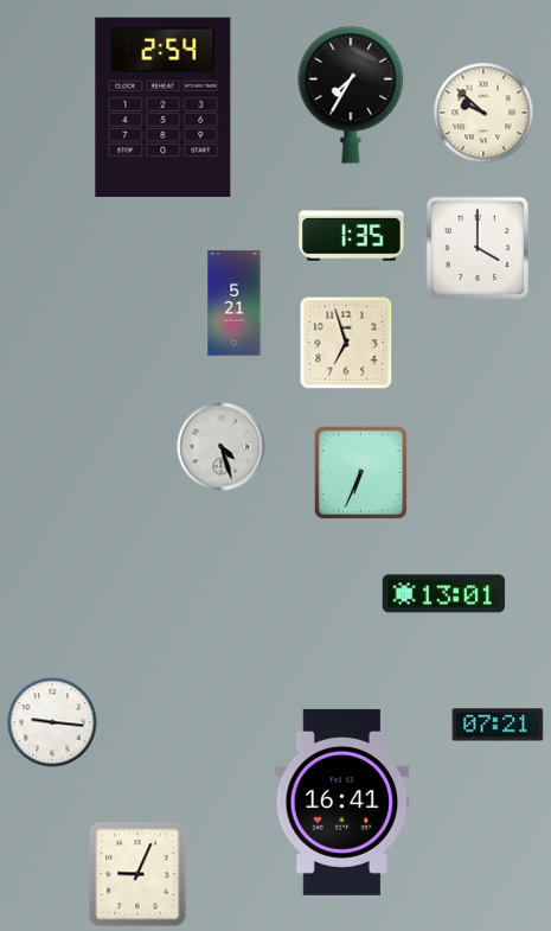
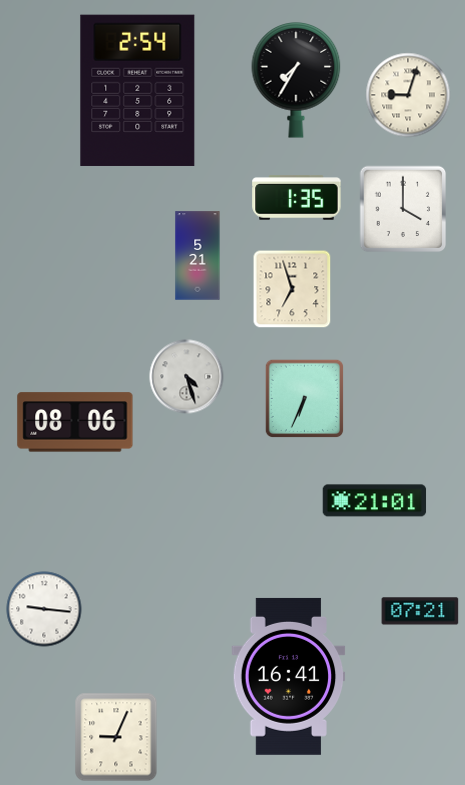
clock at (483, 113): 9:52 -> 9:03
clock at (75, 422): none -> 08:06
clock at (444, 594): 13:01 -> 21:01
